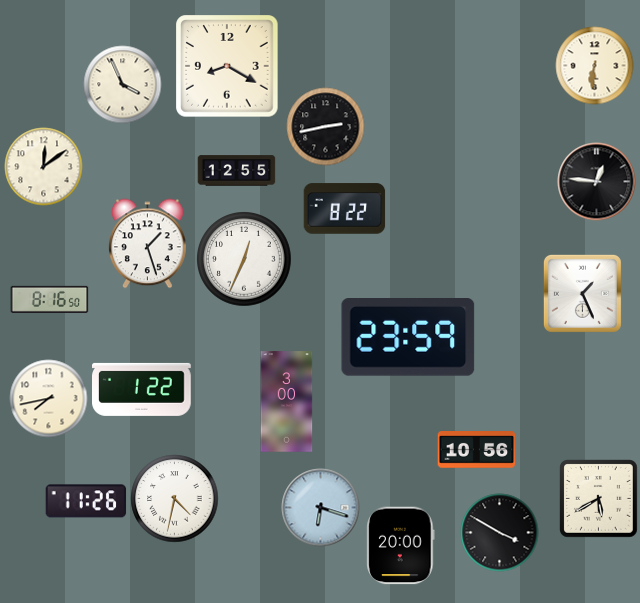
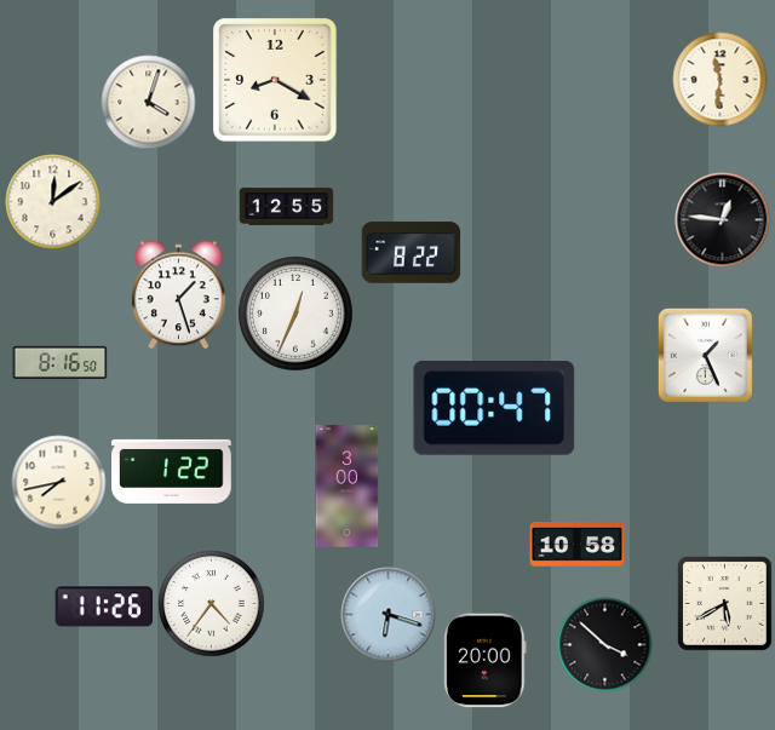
clock at (594, 65): 6:31 -> 11:31
clock at (122, 84): 3:56 -> 4:03
clock at (325, 126): 2:43 -> none
clock at (344, 209) position: (344, 209) -> (411, 253)
clock at (408, 338): 23:59 -> 00:47
clock at (476, 450): 10:56 -> 10:58
clock at (174, 498): 4:32 -> 4:36
clock at (499, 532): 3:50 -> 3:52
